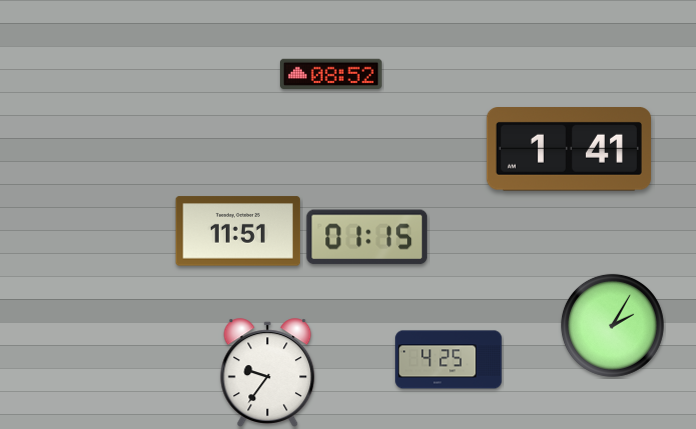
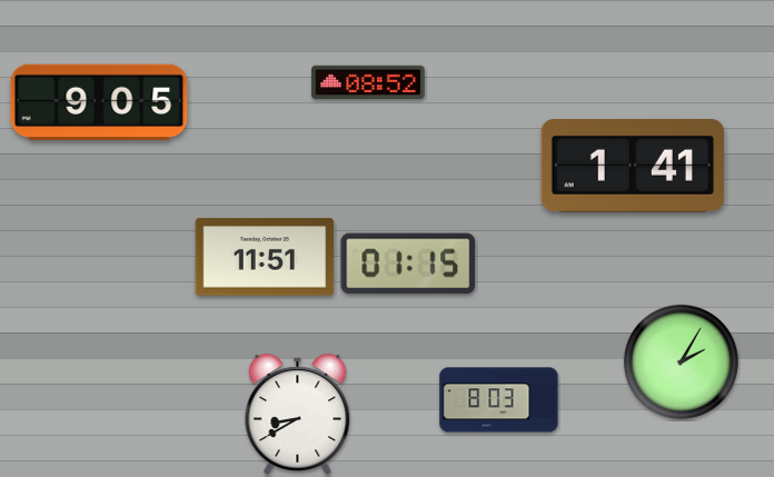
clock at (99, 102): none -> 9:05
clock at (449, 360): 4:25 -> 8:03
clock at (268, 373): 9:36 -> 8:40
